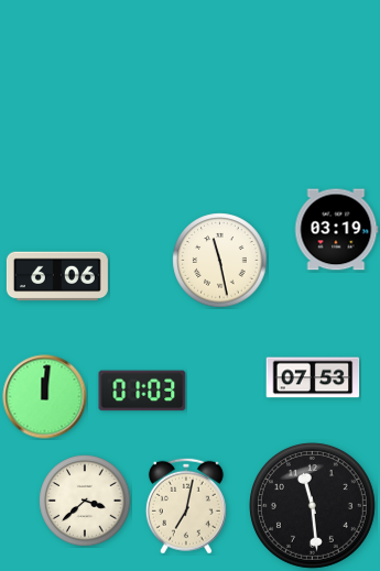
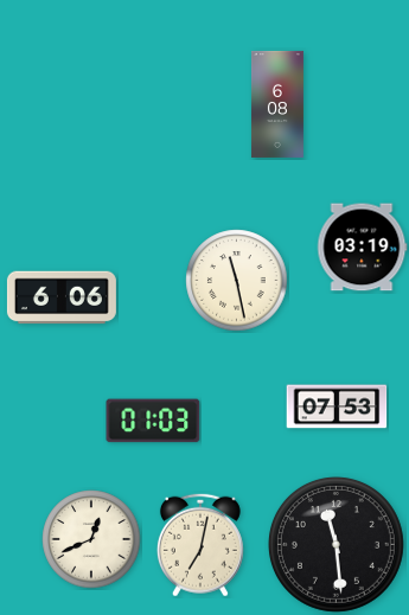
clock at (277, 104): none -> 6:08
clock at (45, 397): 12:01 -> none
clock at (85, 501): 3:38 -> 12:41
